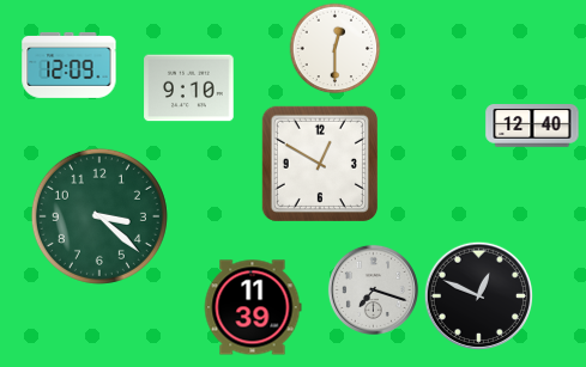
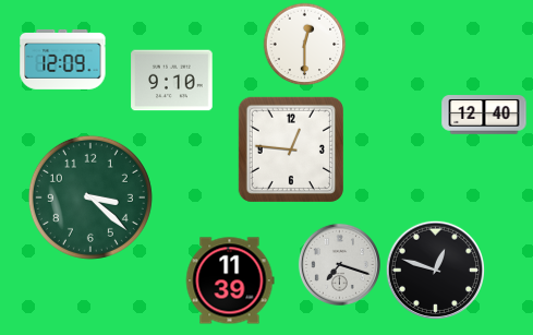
clock at (320, 164): 12:50 -> 12:46
clock at (478, 295): 12:49 -> 12:48
